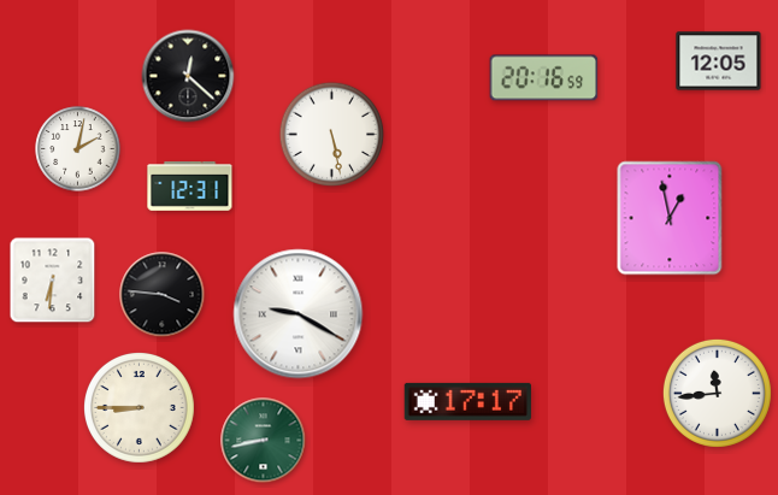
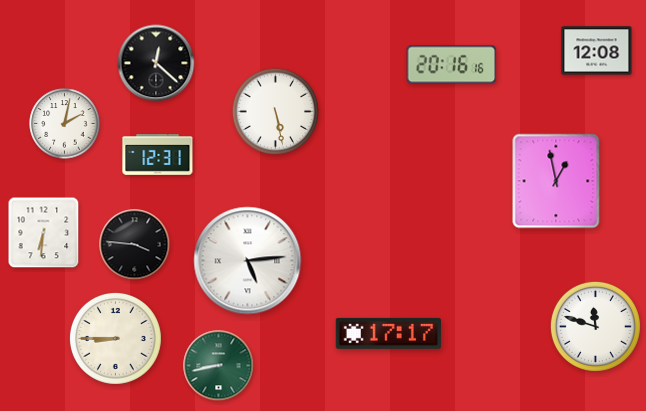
clock at (719, 61): 12:05 -> 12:08
clock at (544, 78): 20:16:59 -> 20:16:16
clock at (299, 314): 9:20 -> 5:14
clock at (717, 393): 11:44 -> 11:48
